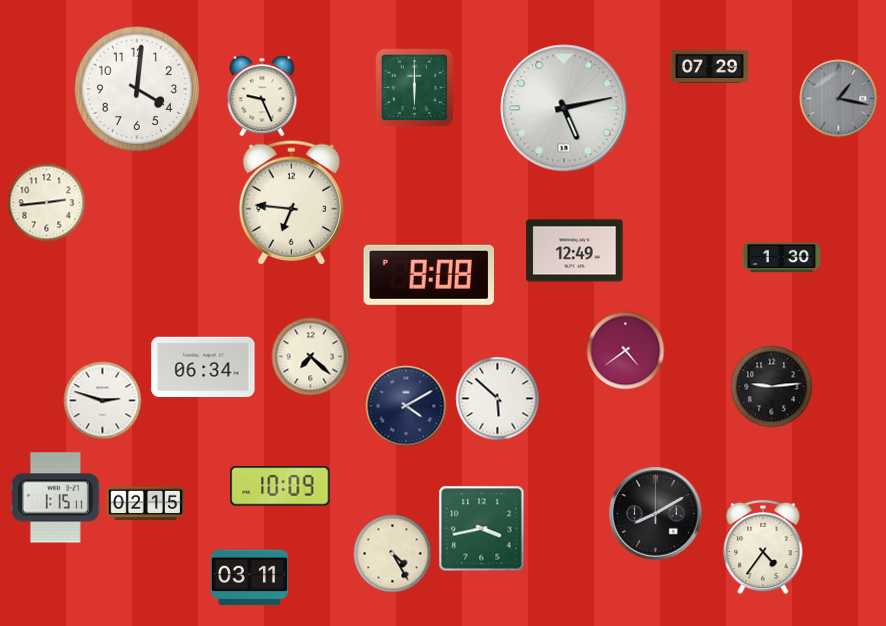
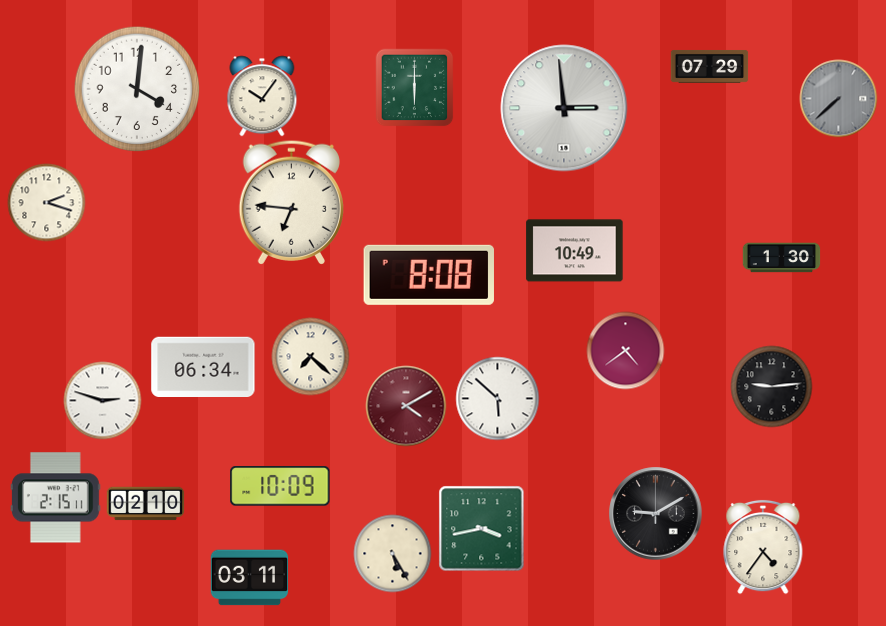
clock at (262, 96): 9:26 -> 10:06
clock at (838, 98): 1:17 -> 7:38
clock at (564, 108): 5:13 -> 2:59
clock at (46, 202): 2:44 -> 2:18
clock at (575, 251): 12:49 -> 10:49
clock at (406, 406) dial: navy -> burgundy
clock at (56, 498): 1:15 -> 2:15
clock at (145, 504): 02:15 -> 02:10
clock at (655, 513): 8:10 -> 9:10
clock at (392, 553): 4:25 -> 5:25
